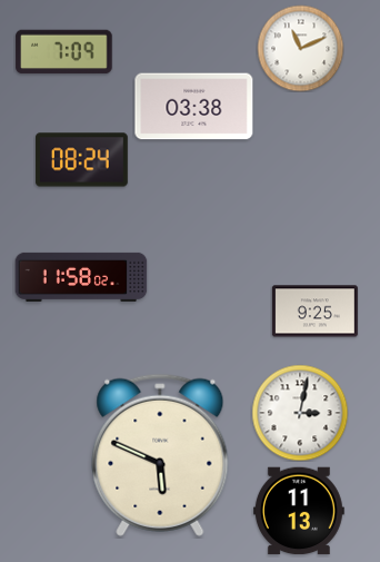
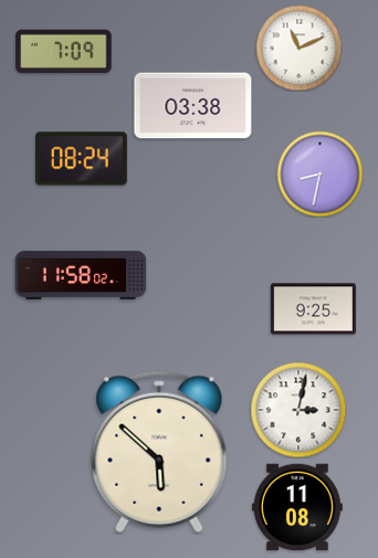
clock at (319, 173): none -> 8:32
clock at (160, 455): 5:49 -> 5:52
clock at (299, 511): 11:13 -> 11:08
